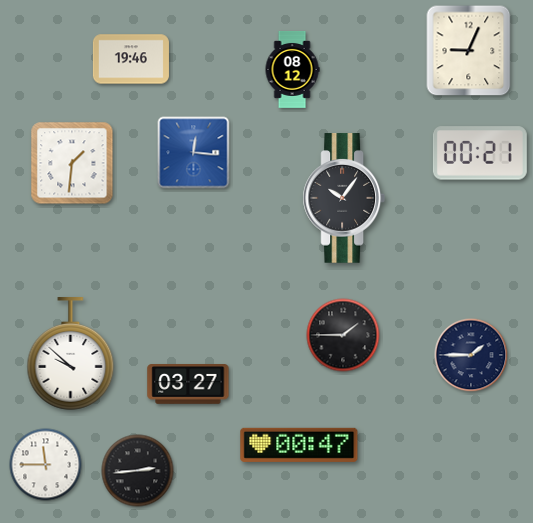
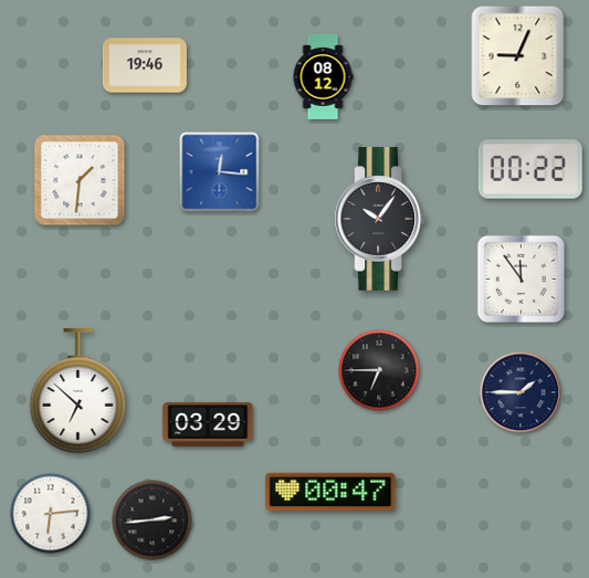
clock at (194, 153) position: (194, 153) -> (220, 172)
clock at (480, 153): 00:21 -> 00:22
clock at (522, 280): none -> 11:54
clock at (343, 335): 1:45 -> 6:45
clock at (71, 354): 9:52 -> 6:52
clock at (188, 385): 03:27 -> 03:29
clock at (46, 465): 11:45 -> 6:14
